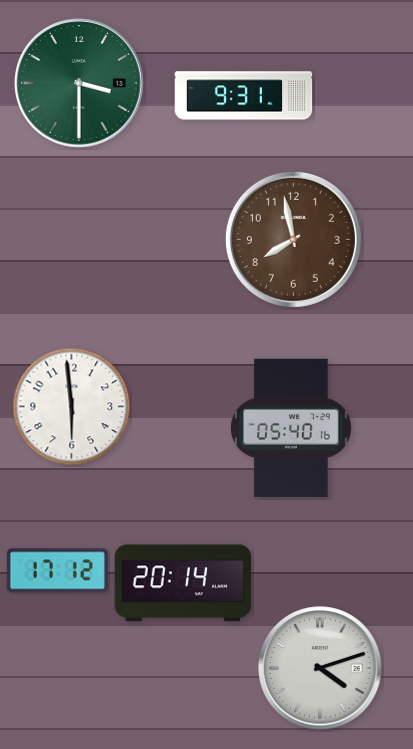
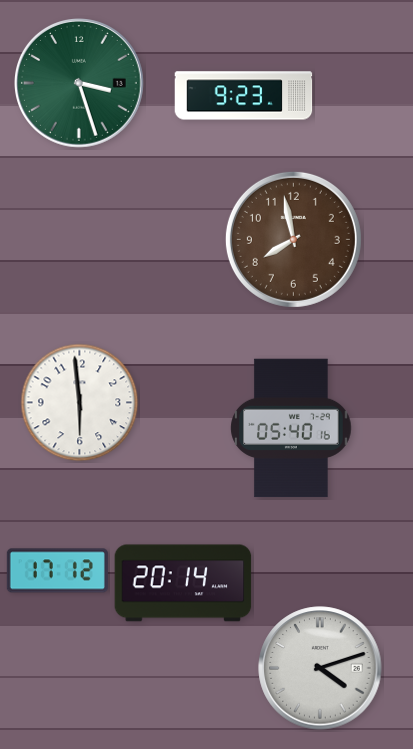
clock at (80, 84): 3:30 -> 3:27
clock at (244, 96): 9:31 -> 9:23
clock at (72, 407) position: (72, 407) -> (80, 403)
